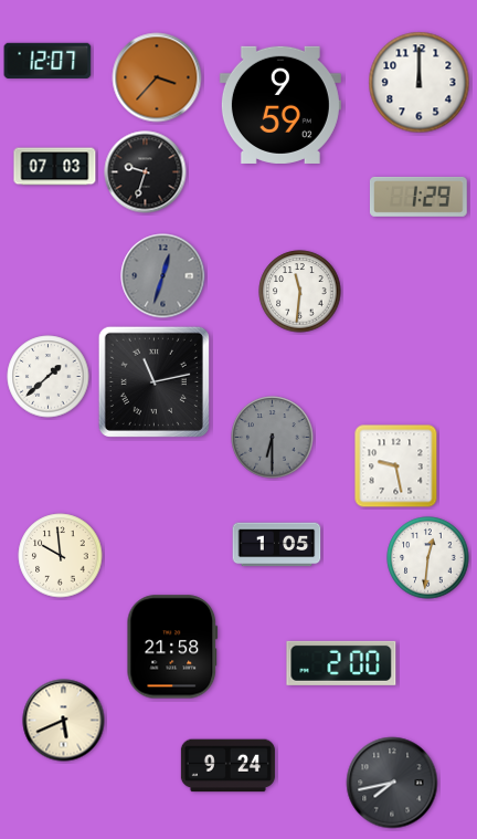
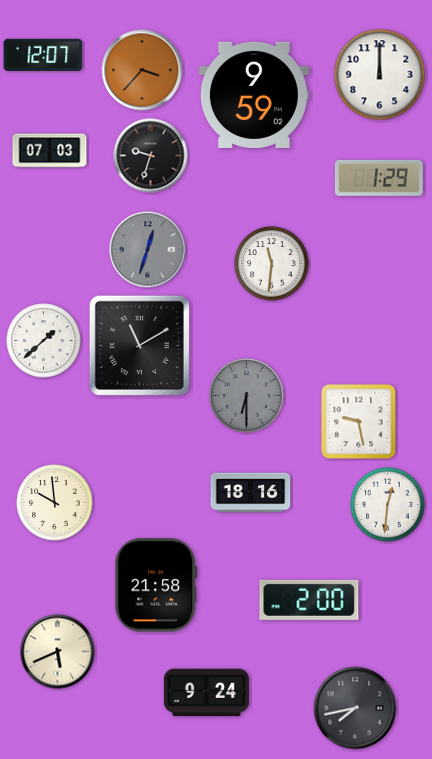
clock at (146, 172) position: (146, 172) -> (151, 156)
clock at (153, 381): 11:13 -> 11:10
clock at (277, 545): 1:05 -> 18:16
